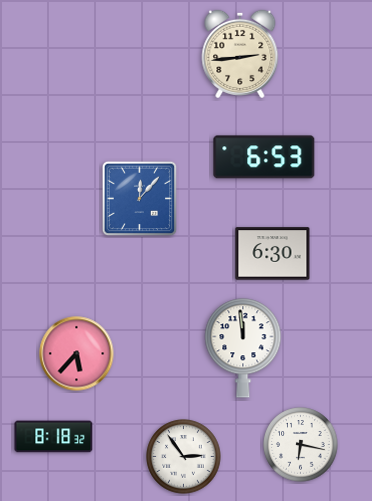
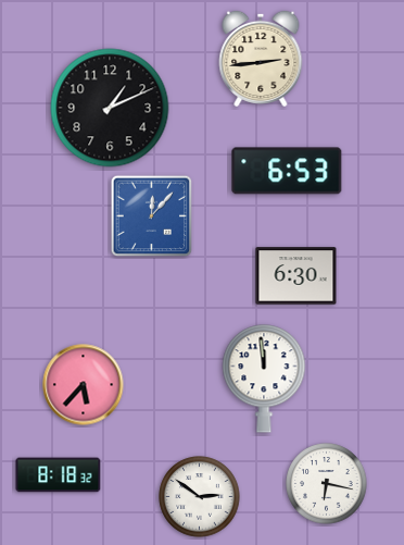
clock at (110, 108): none -> 1:11
clock at (184, 457): 2:54 -> 2:51
